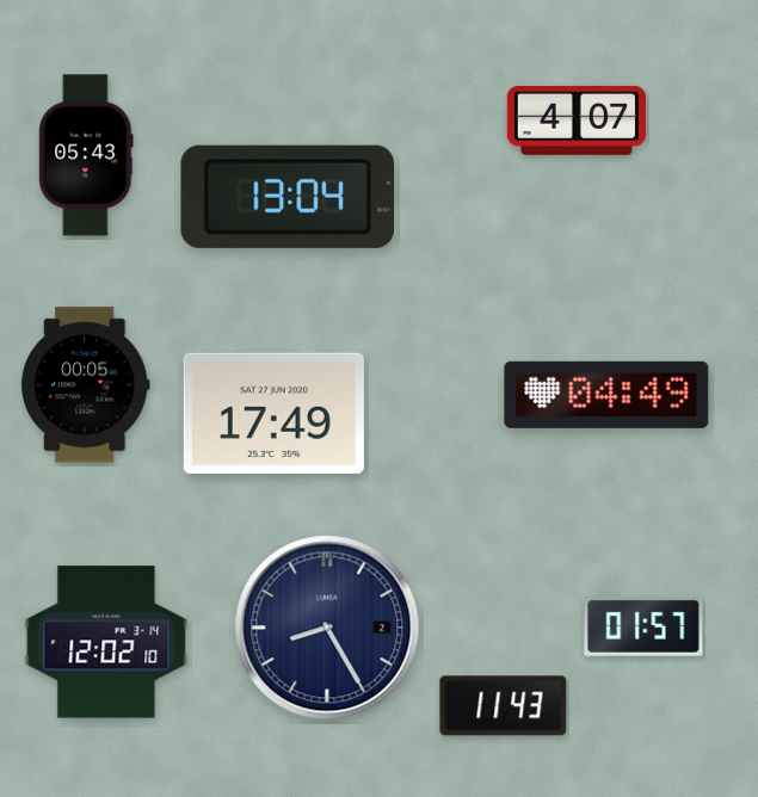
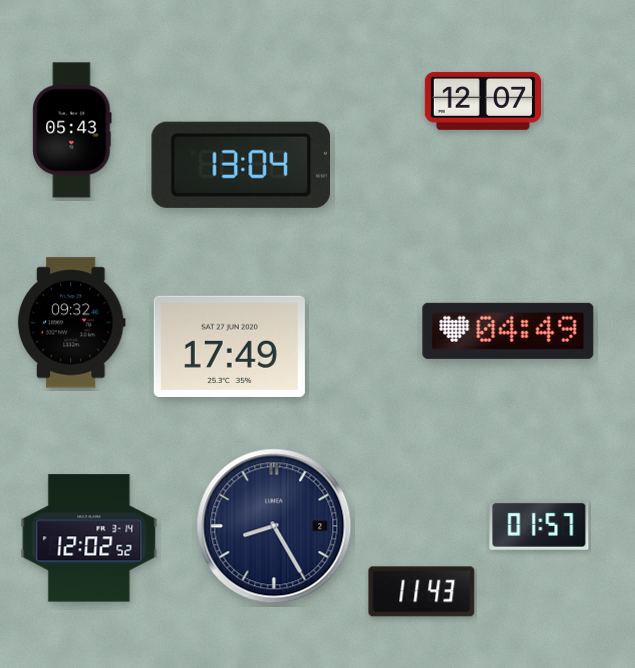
clock at (577, 121): 4:07 -> 12:07
clock at (85, 385): 00:05 -> 09:32
clock at (106, 642): 12:02:10 -> 12:02:52
